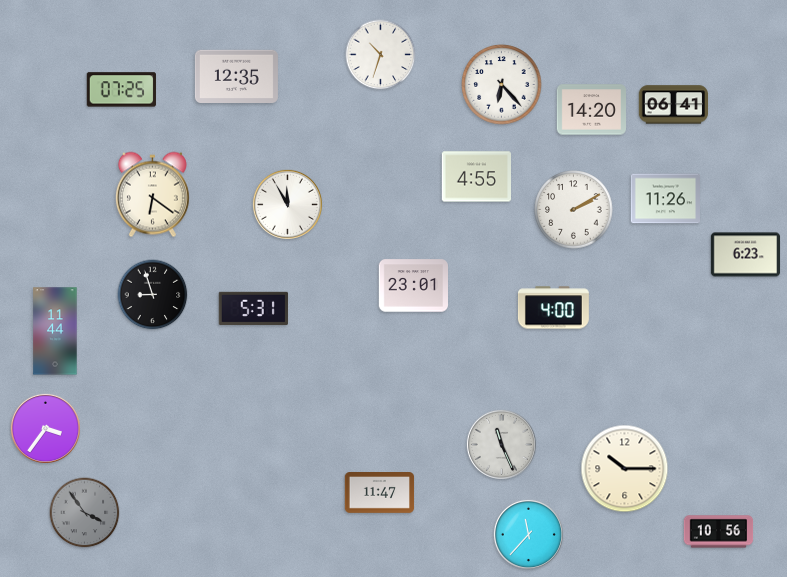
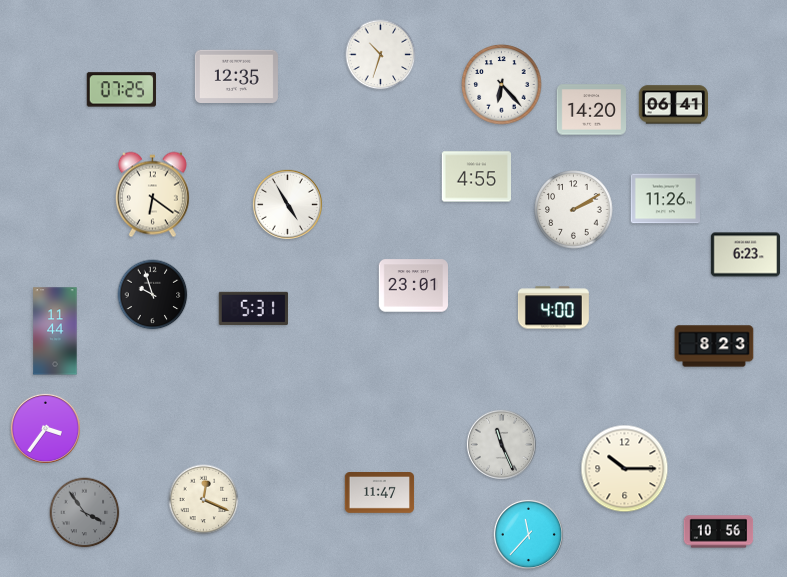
clock at (287, 204): 11:55 -> 4:55
clock at (153, 295): 8:57 -> 9:57
clock at (714, 346): none -> 8:23
clock at (204, 500): none -> 12:19
